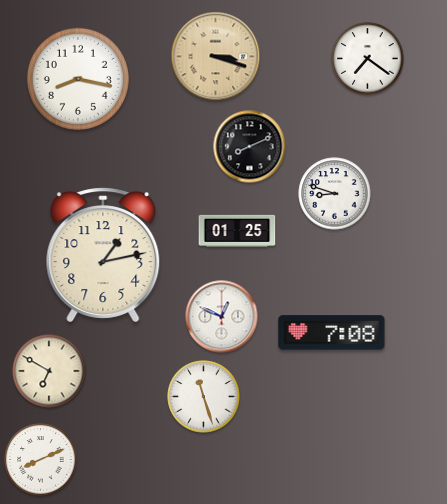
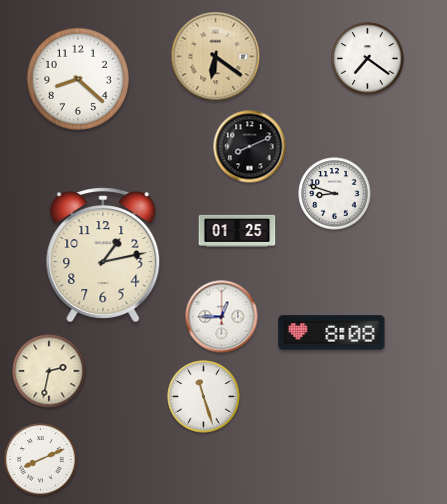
clock at (216, 57): 3:18 -> 6:21
clock at (78, 79): 8:17 -> 8:22
clock at (222, 317): 12:49 -> 12:45
clock at (332, 333): 7:08 -> 8:08
clock at (49, 371): 6:50 -> 2:32
